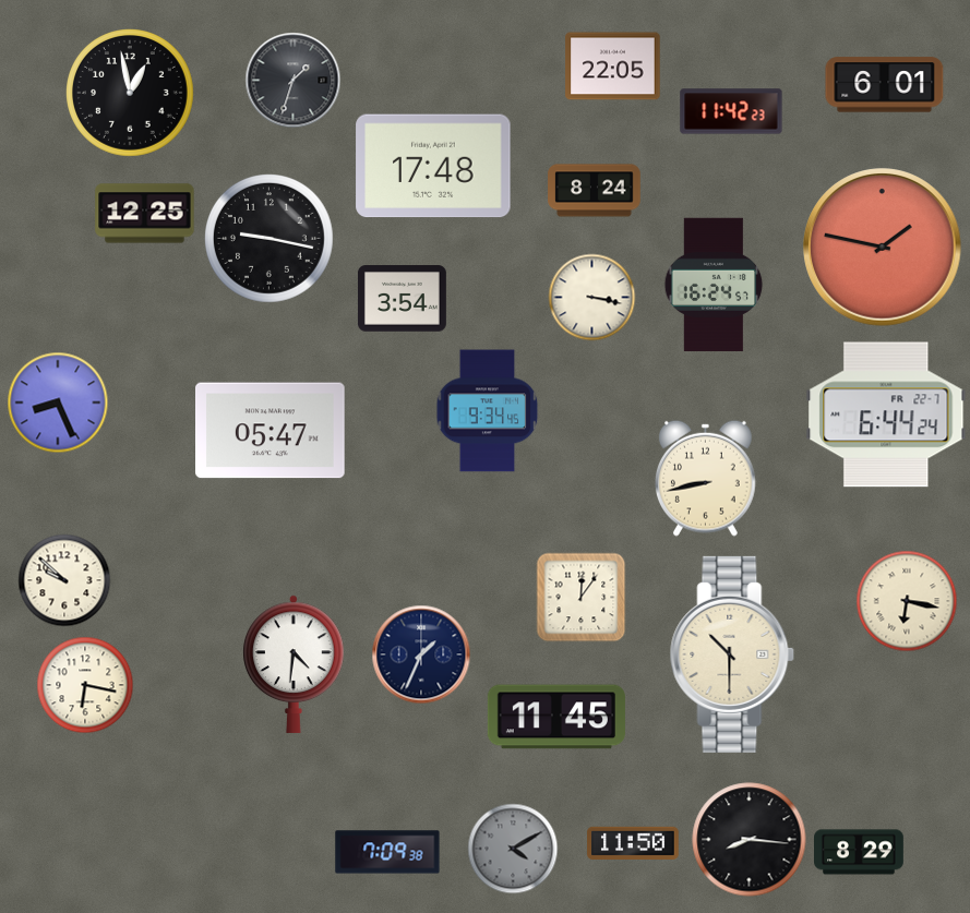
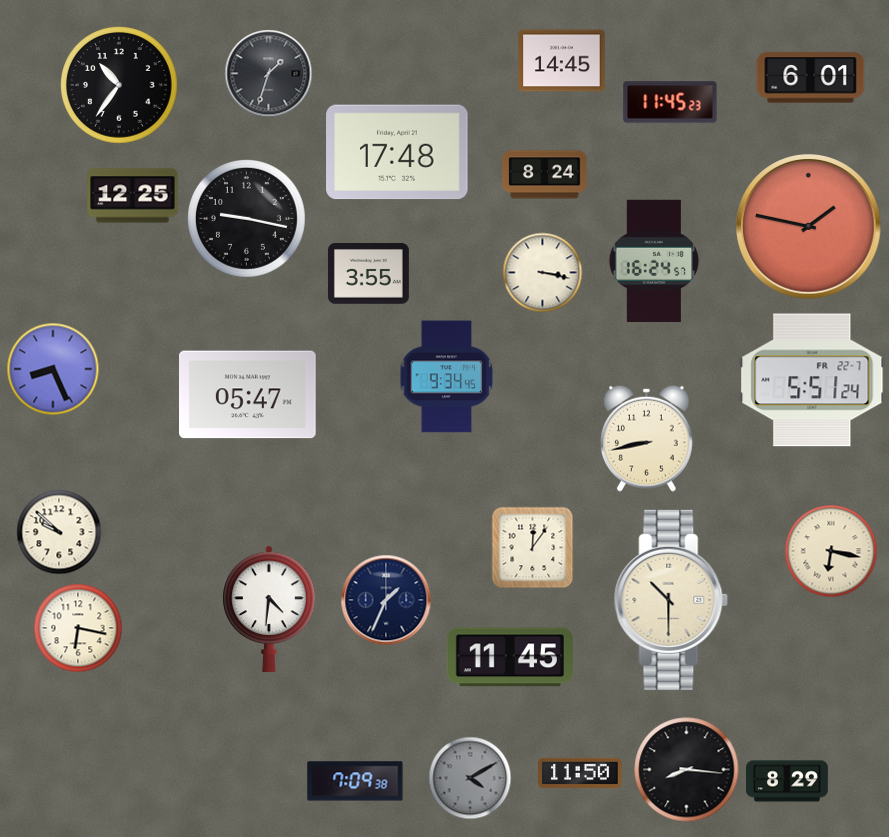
clock at (613, 67): 22:05 -> 14:45
clock at (131, 94): 12:58 -> 10:36
clock at (731, 111): 11:42 -> 11:45
clock at (402, 299): 3:54 -> 3:55
clock at (886, 415): 6:44 -> 5:51
